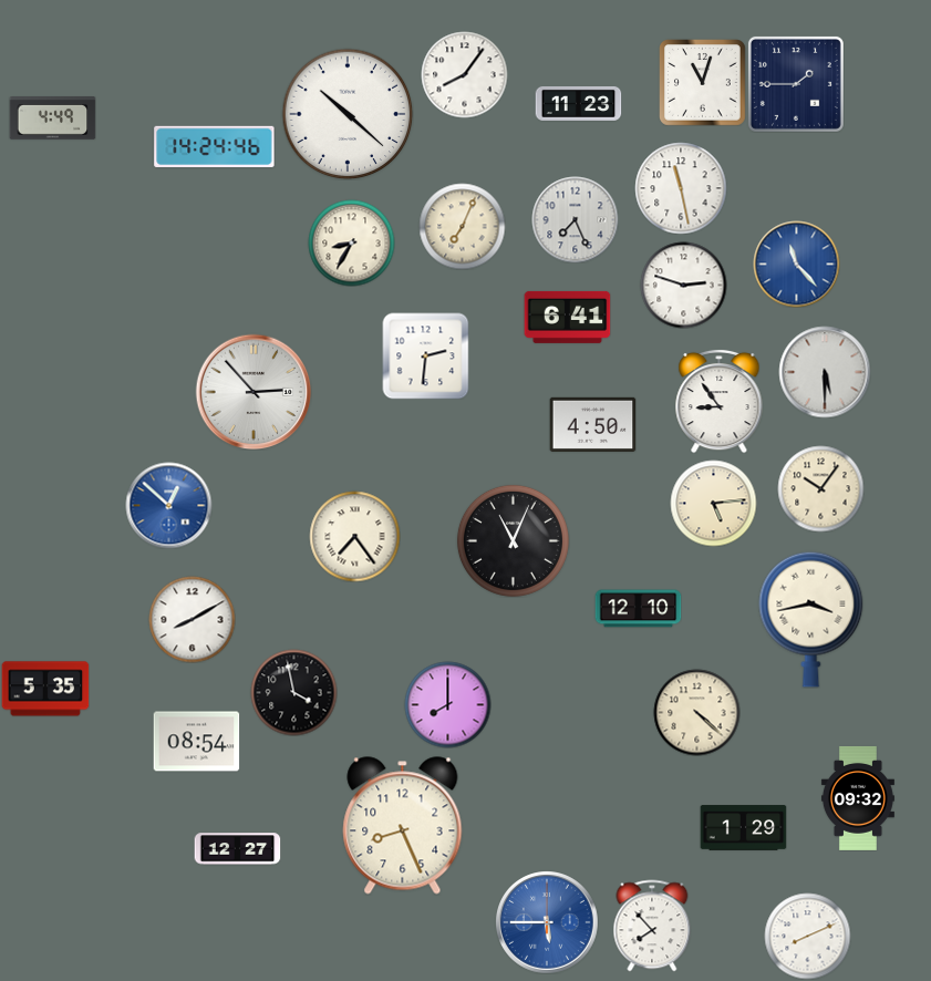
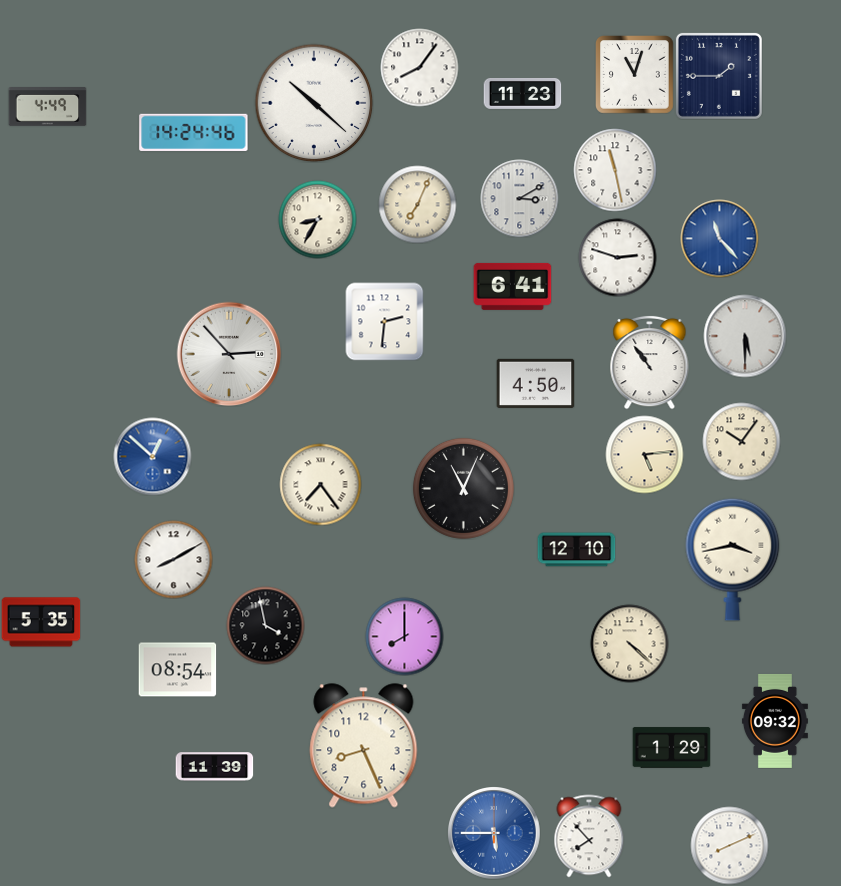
clock at (575, 219): 7:26 -> 3:10
clock at (720, 401): 8:54 -> 10:54
clock at (237, 849): 12:27 -> 11:39
